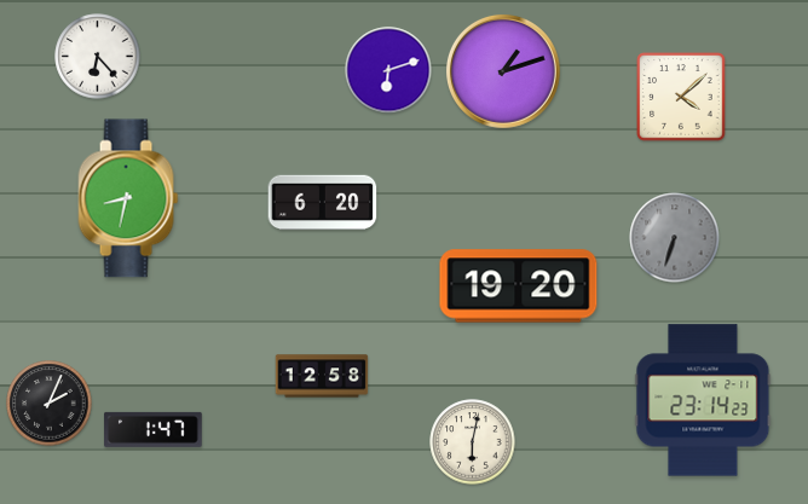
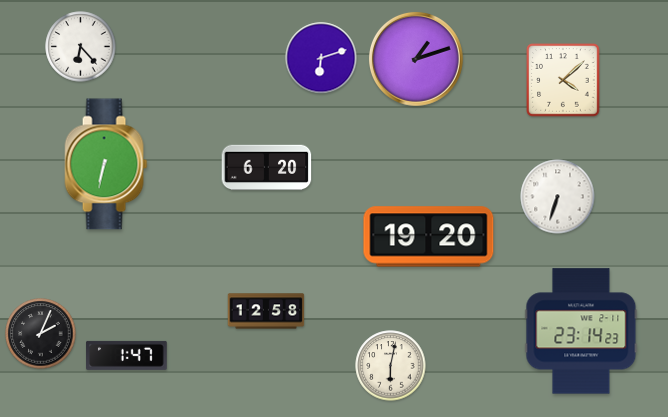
clock at (128, 198): 8:32 -> 6:32
clock at (675, 238) dial: grey -> white
